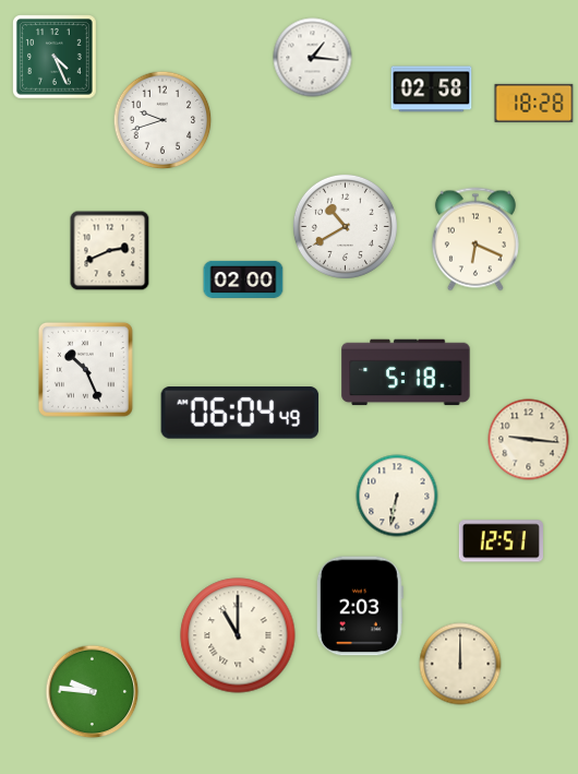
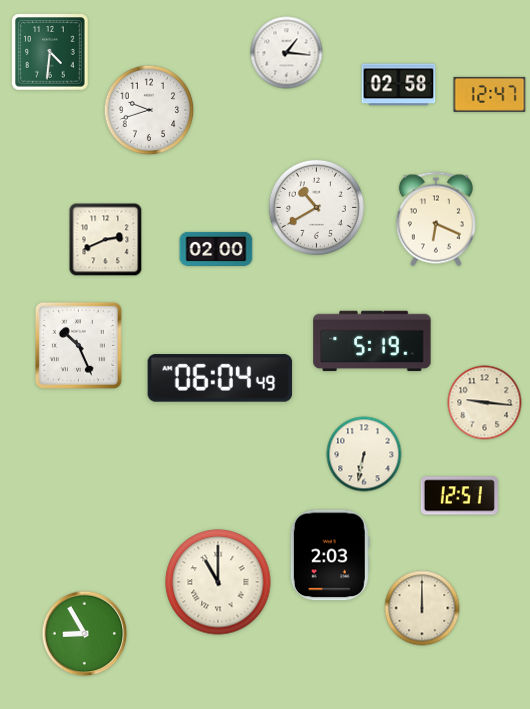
clock at (55, 57): 4:26 -> 4:31
clock at (432, 90) position: (432, 90) -> (399, 85)
clock at (534, 103): 18:28 -> 12:47
clock at (110, 251) position: (110, 251) -> (106, 240)
clock at (243, 279) position: (243, 279) -> (216, 249)
clock at (85, 369) position: (85, 369) -> (78, 345)
clock at (406, 372): 5:18 -> 5:19
clock at (93, 692): 9:46 -> 8:55
